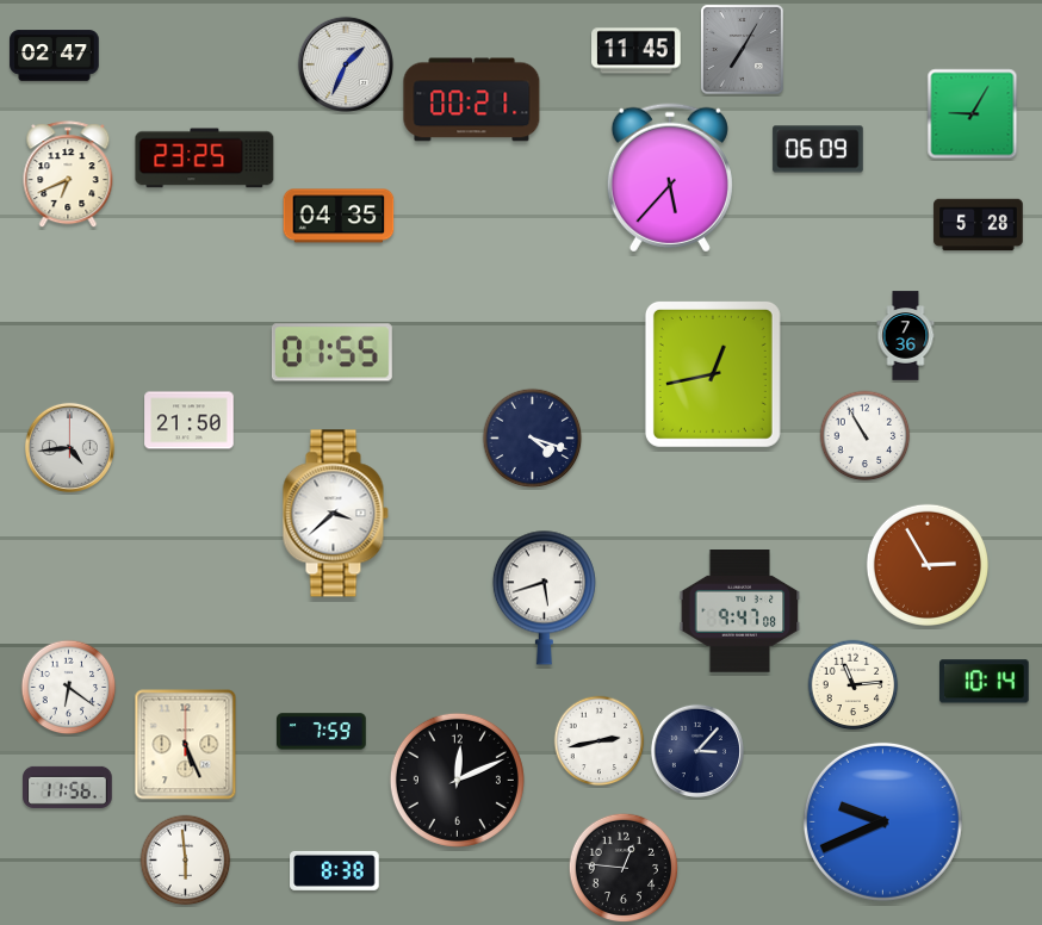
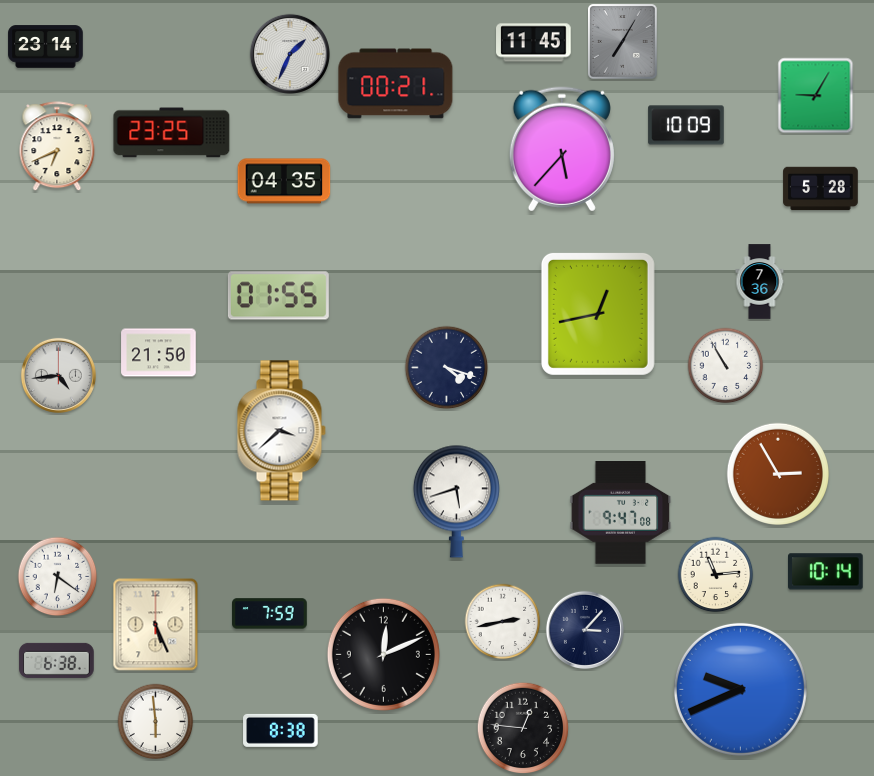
clock at (55, 56): 02:47 -> 23:14
clock at (818, 149): 06:09 -> 10:09
clock at (68, 787): 11:56 -> 6:38
